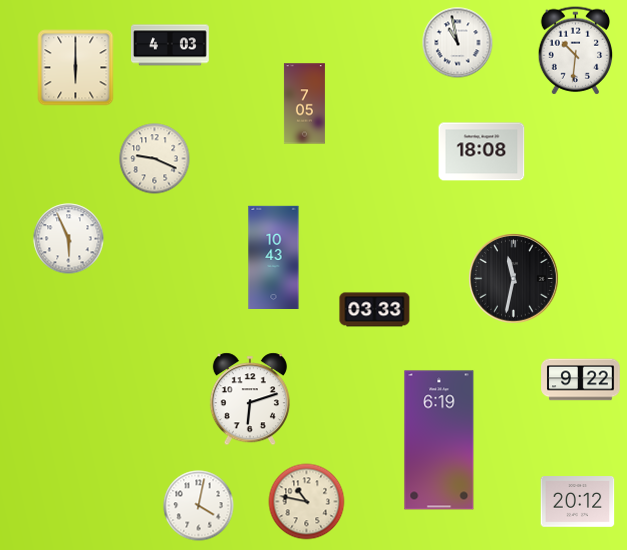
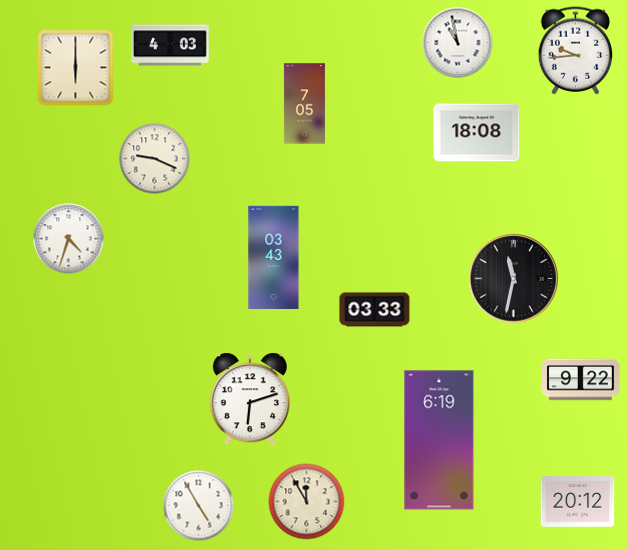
clock at (576, 51): 10:31 -> 9:44
clock at (482, 152) position: (482, 152) -> (477, 133)
clock at (69, 239): 5:56 -> 4:33
clock at (274, 257): 10:43 -> 03:43
clock at (307, 502): 10:47 -> 11:55
clock at (199, 506): 4:02 -> 4:55
